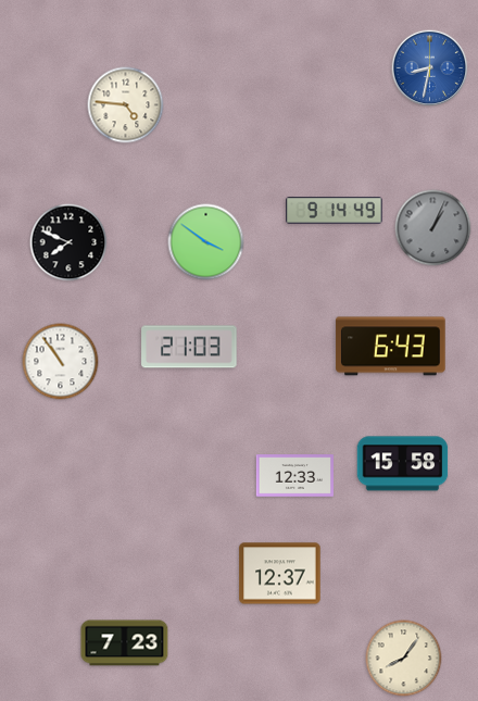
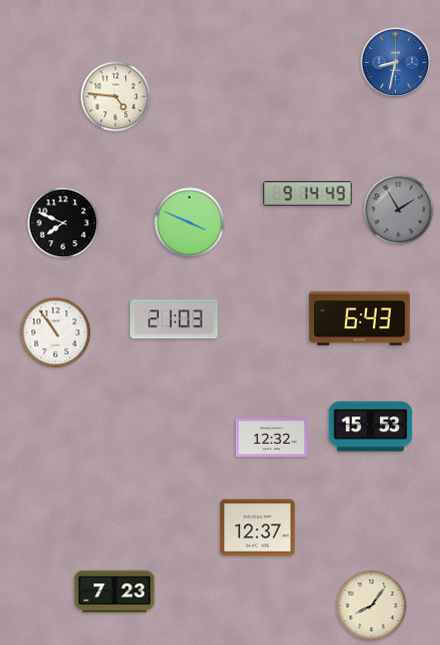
clock at (433, 228): 1:04 -> 1:55
clock at (206, 242): 3:51 -> 3:49
clock at (403, 464): 15:58 -> 15:53
clock at (294, 476): 12:33 -> 12:32
